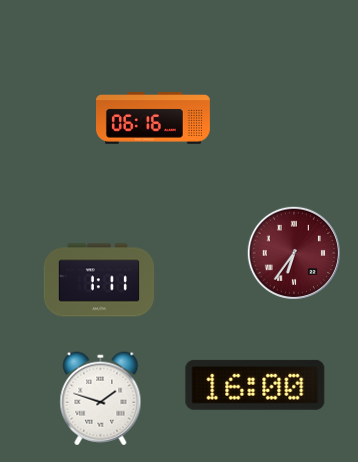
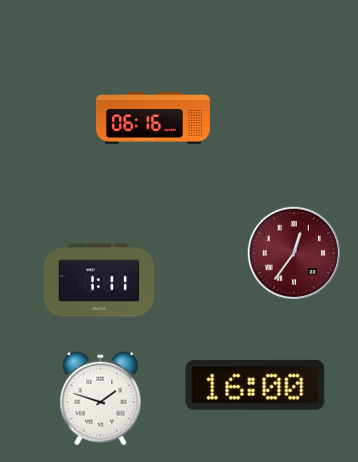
clock at (294, 253): 6:36 -> 12:36
